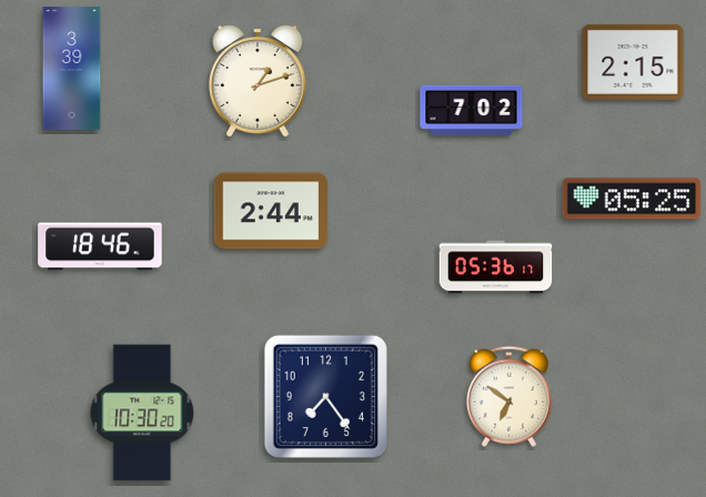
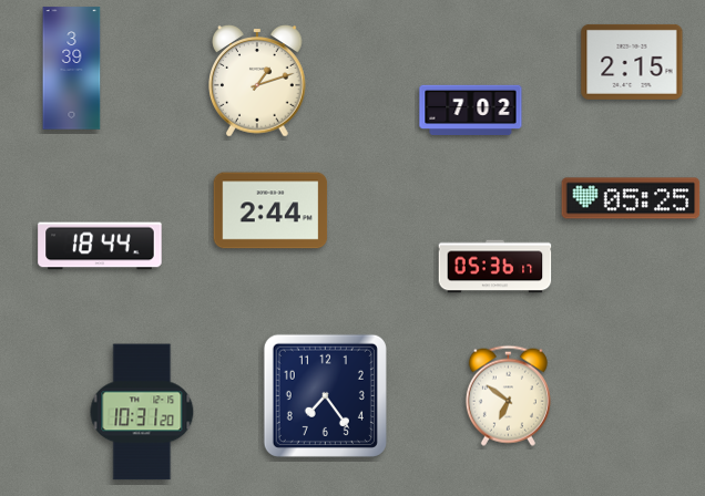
clock at (100, 246): 18:46 -> 18:44
clock at (142, 413): 10:30 -> 10:31
